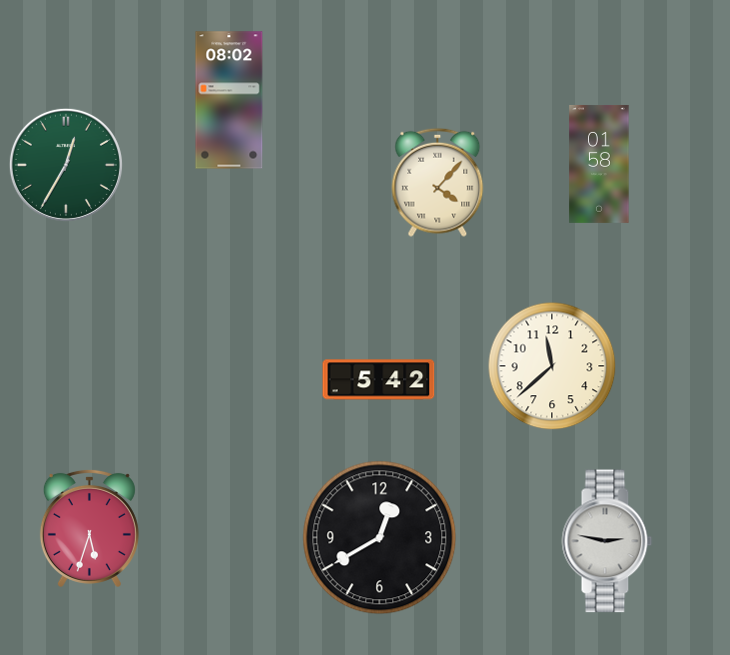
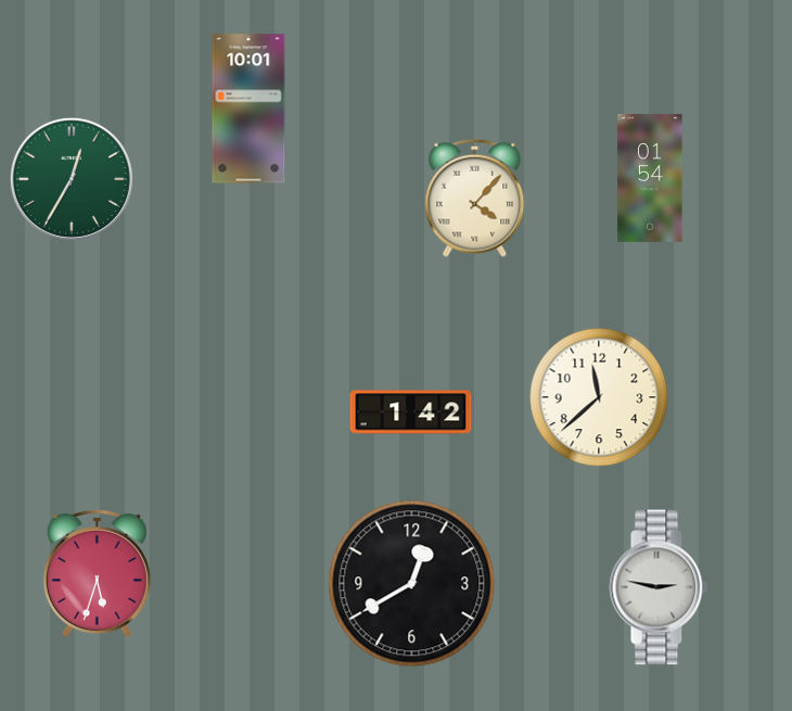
clock at (229, 100): 08:02 -> 10:01
clock at (599, 164): 01:58 -> 01:54
clock at (379, 380): 5:42 -> 1:42
